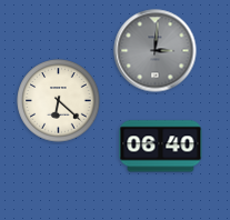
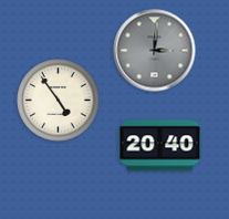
clock at (59, 101): 6:22 -> 4:54
clock at (161, 147): 06:40 -> 20:40
